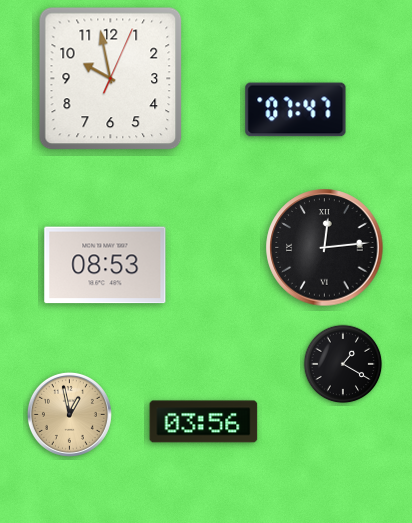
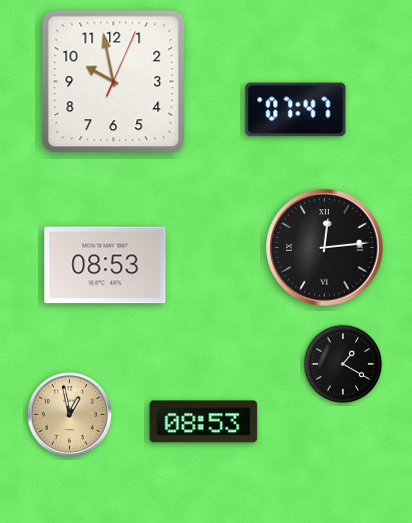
clock at (111, 79) position: (111, 79) -> (114, 82)
clock at (204, 422): 03:56 -> 08:53
